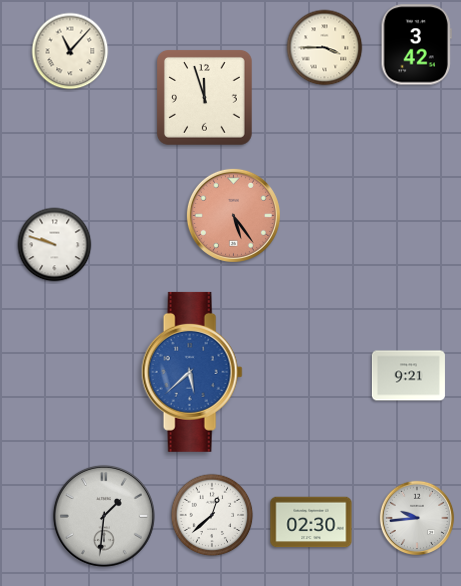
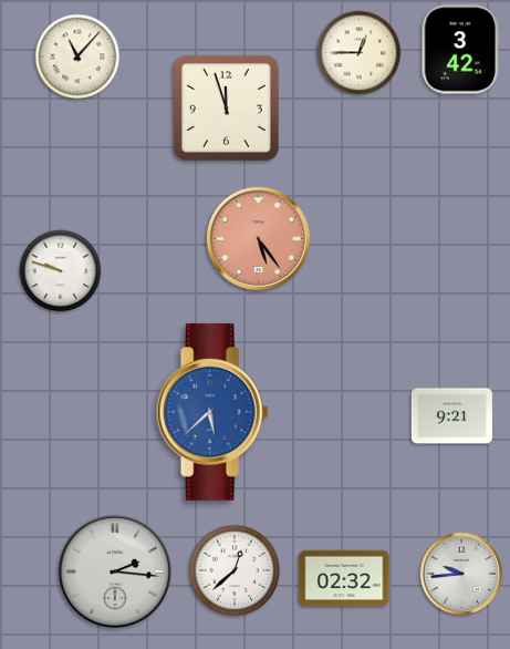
clock at (325, 48): 3:45 -> 12:45
clock at (104, 516): 1:31 -> 2:16
clock at (311, 522): 02:30 -> 02:32
